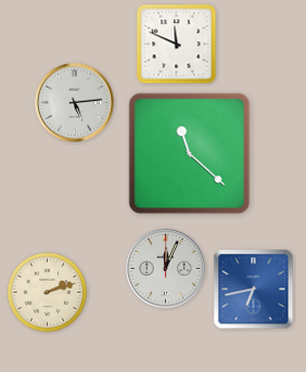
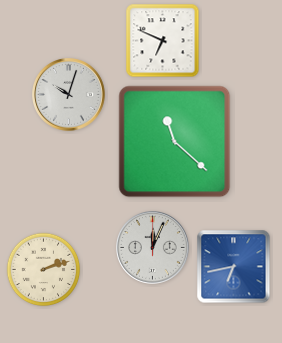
clock at (177, 44): 11:49 -> 6:49
clock at (75, 103): 5:14 -> 10:03
